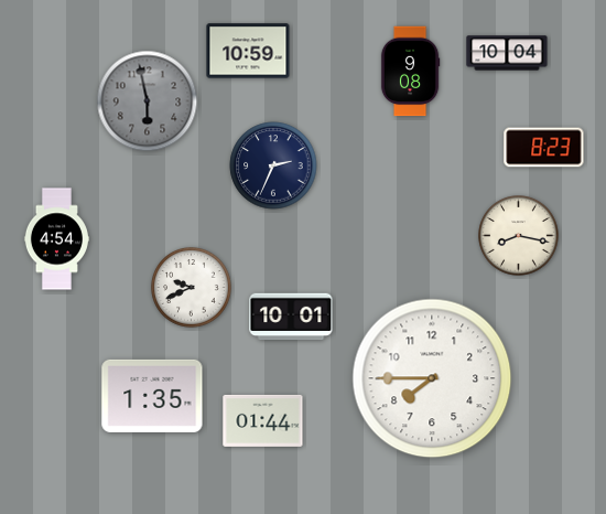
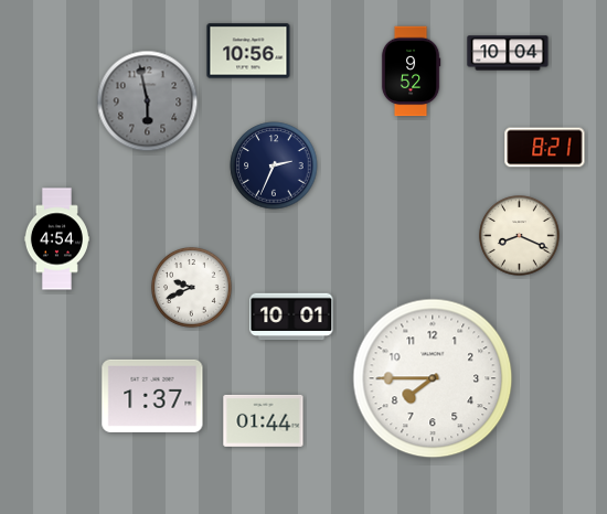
clock at (248, 51): 10:59 -> 10:56
clock at (410, 72): 9:08 -> 9:52
clock at (544, 148): 8:23 -> 8:21
clock at (519, 236): 8:17 -> 8:19
clock at (152, 396): 1:35 -> 1:37
